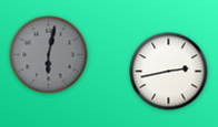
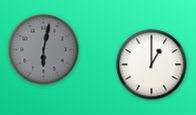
clock at (169, 72): 2:43 -> 1:00
